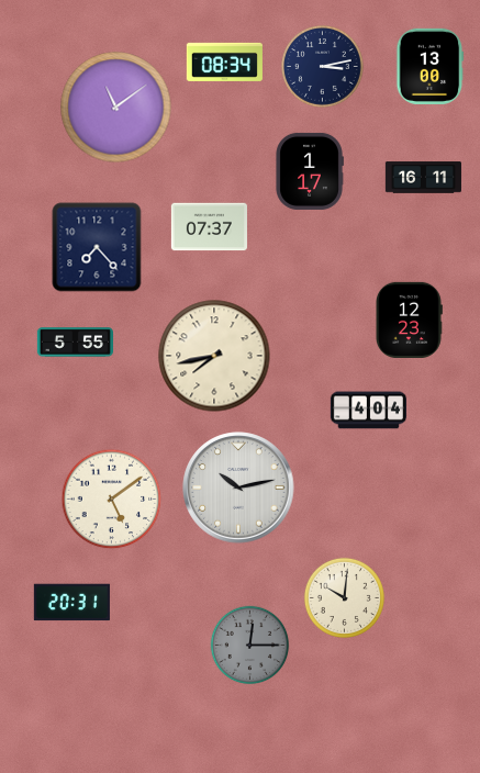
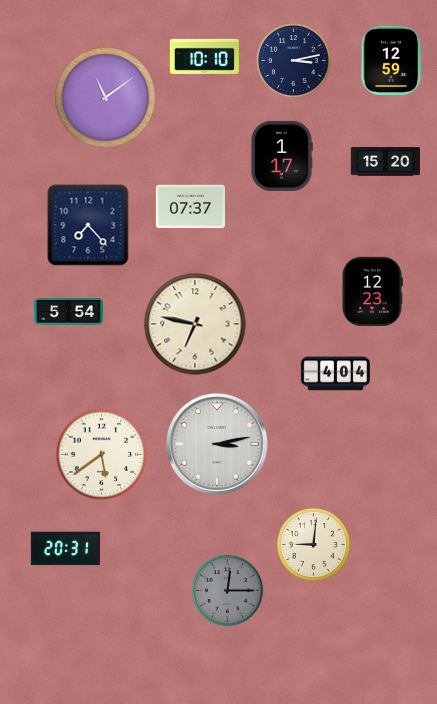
clock at (224, 61): 08:34 -> 10:10
clock at (431, 66): 13:00 -> 12:59
clock at (423, 178): 16:11 -> 15:20
clock at (75, 343): 5:55 -> 5:54
clock at (214, 356): 7:43 -> 6:47
clock at (238, 488): 10:13 -> 3:13
clock at (112, 500): 5:09 -> 5:39
clock at (344, 597): 10:01 -> 9:01
clock at (250, 646) position: (250, 646) -> (228, 591)
